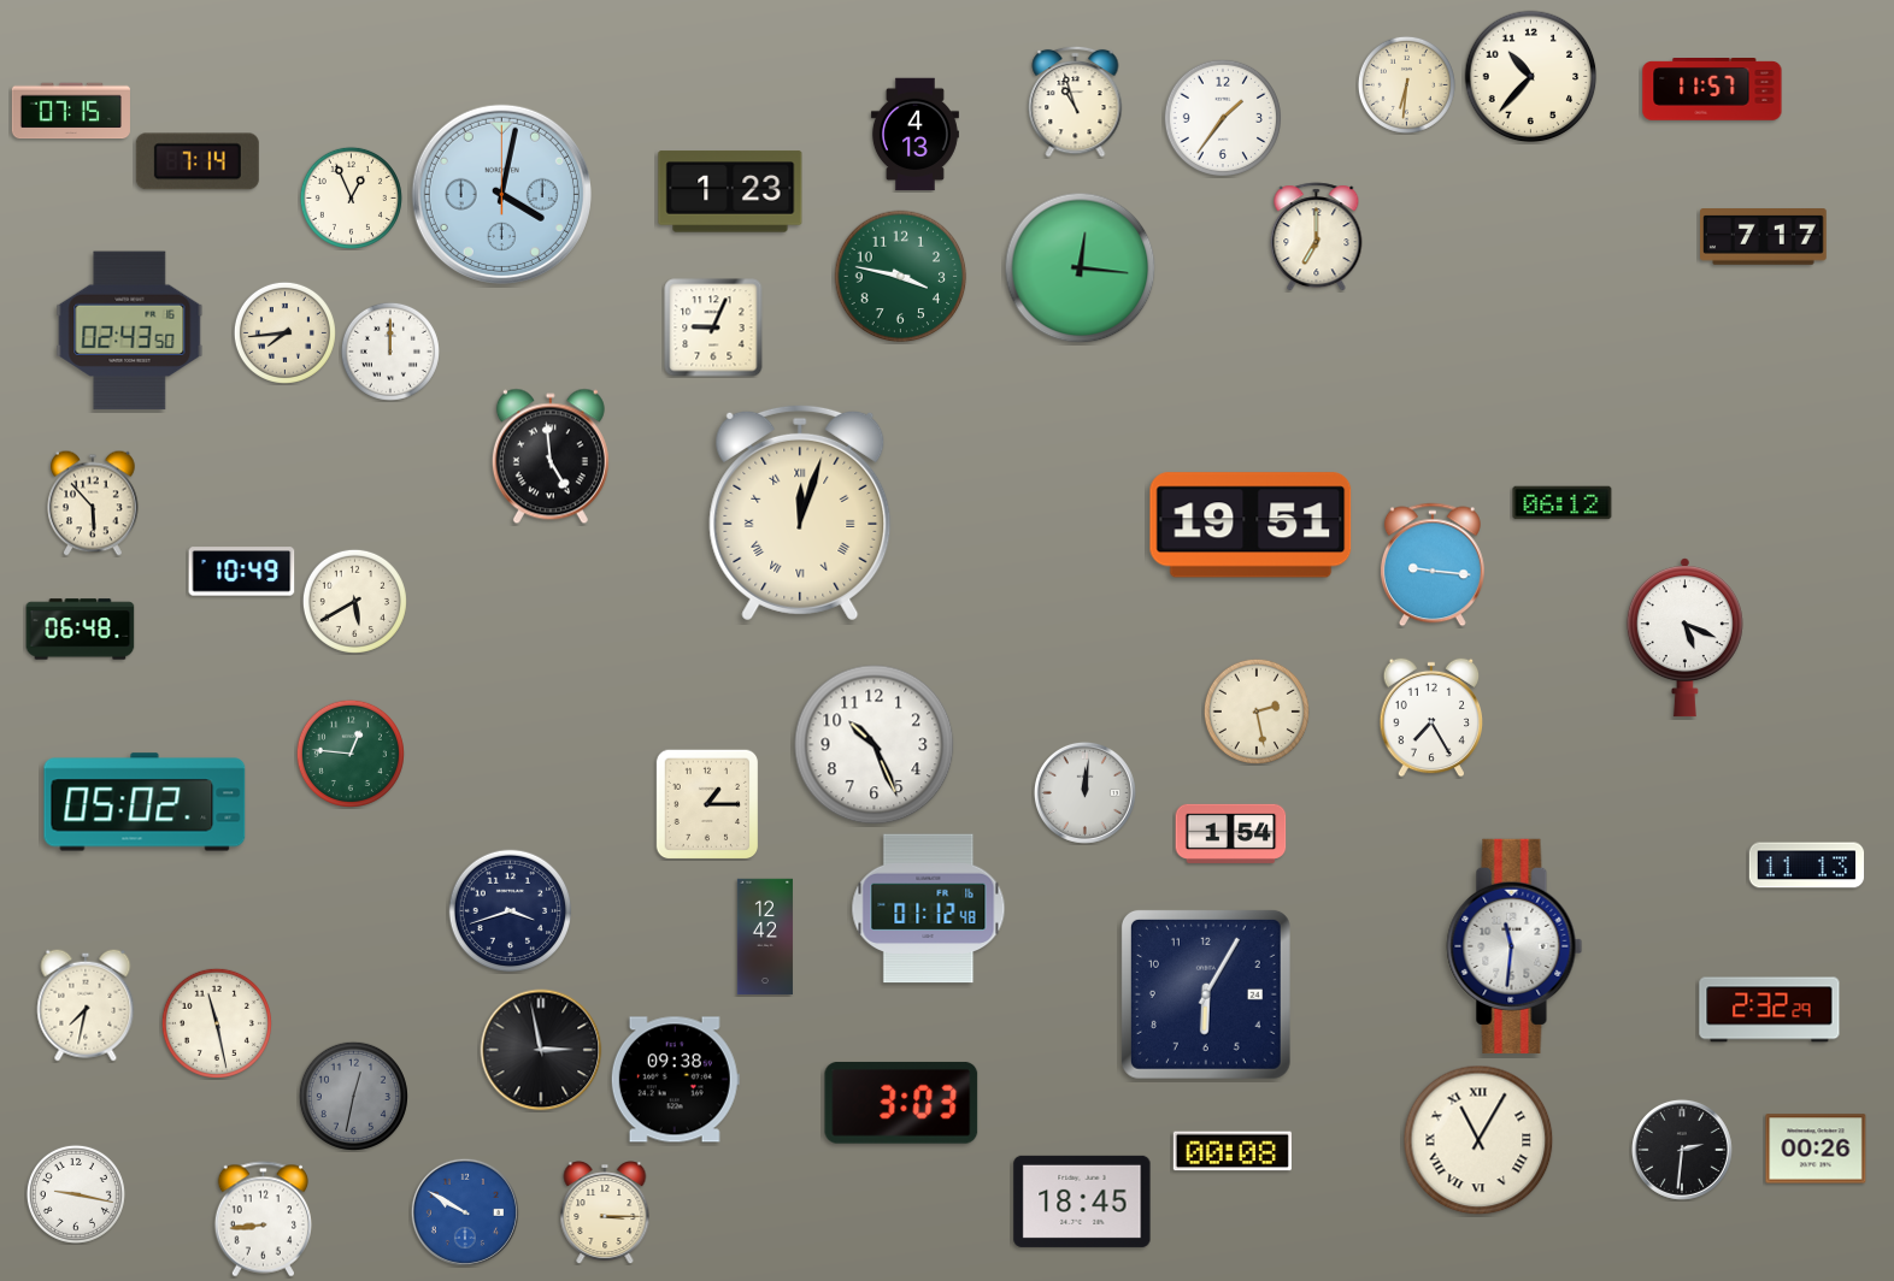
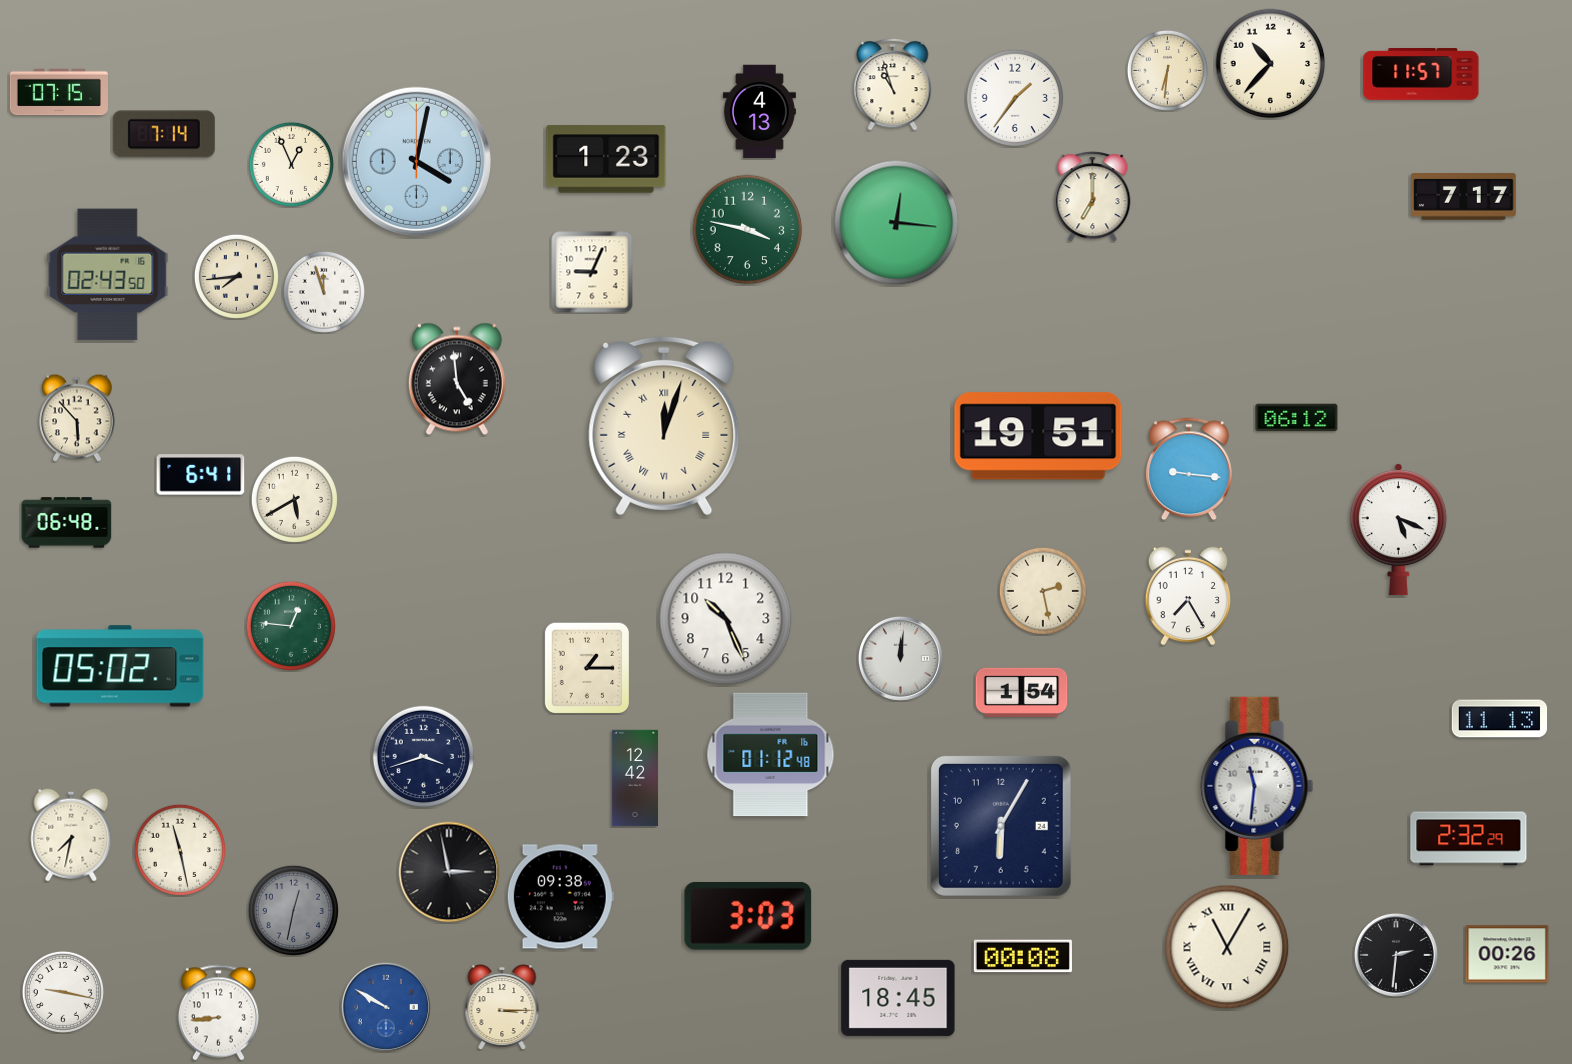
clock at (390, 352): 12:00 -> 11:57
clock at (242, 572): 10:49 -> 6:41
